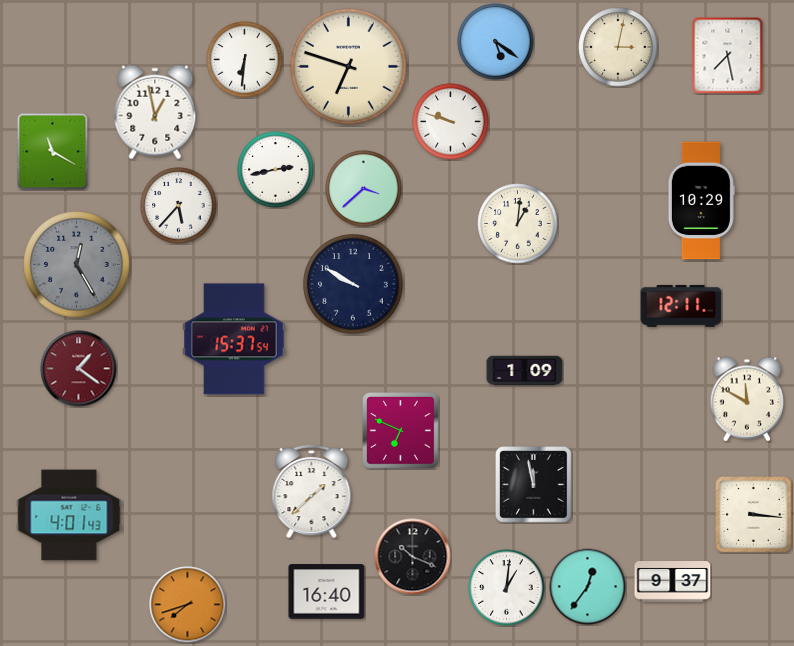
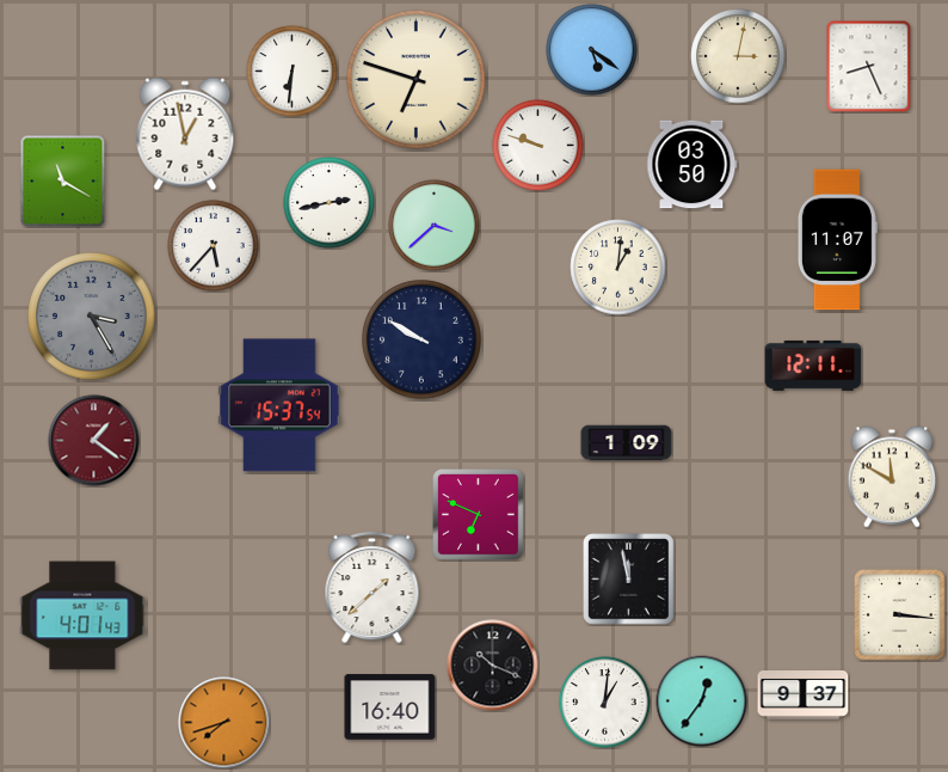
clock at (728, 55): 7:28 -> 8:26
clock at (692, 165): none -> 03:50
clock at (701, 201): 10:29 -> 11:07
clock at (77, 265): 12:25 -> 3:25
clock at (534, 485) position: (534, 485) -> (629, 580)
